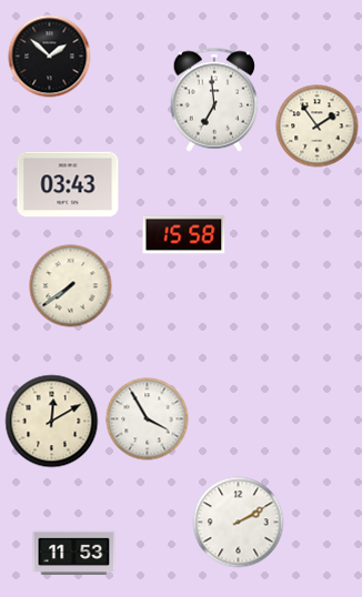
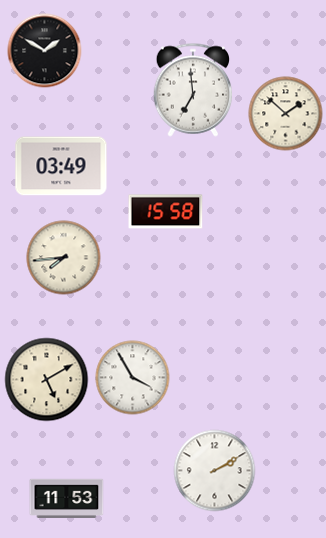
clock at (50, 57): 1:52 -> 1:50
clock at (318, 127): 1:54 -> 1:52
clock at (68, 184): 03:43 -> 03:49
clock at (71, 286): 7:39 -> 7:44
clock at (52, 422): 12:10 -> 5:10
